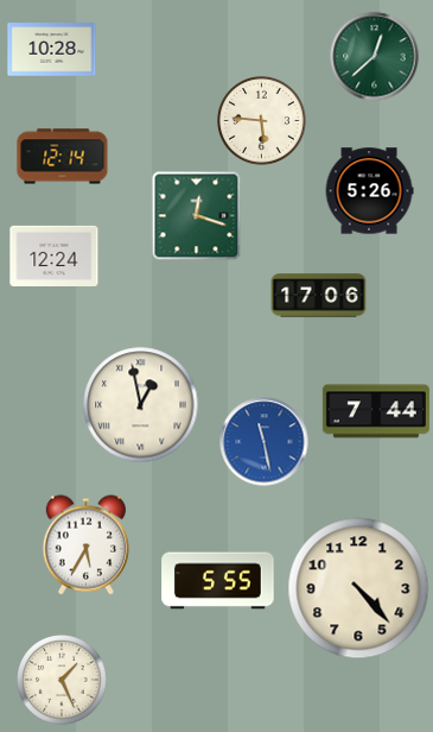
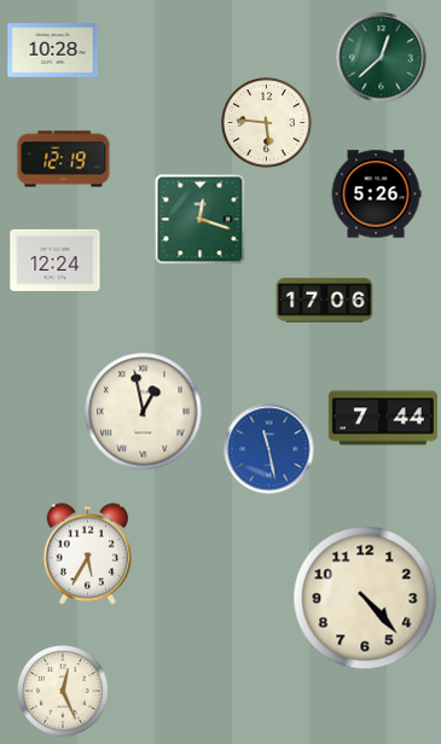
clock at (63, 157): 12:14 -> 12:19
clock at (218, 581): 5:55 -> none
clock at (62, 680): 1:26 -> 12:26
